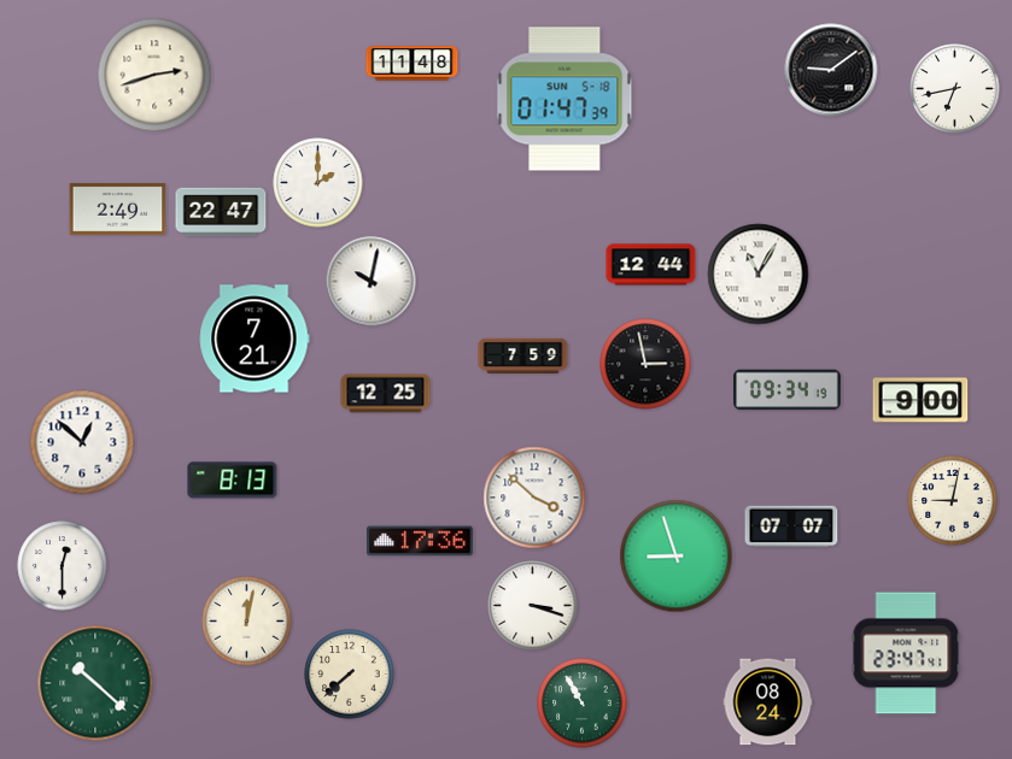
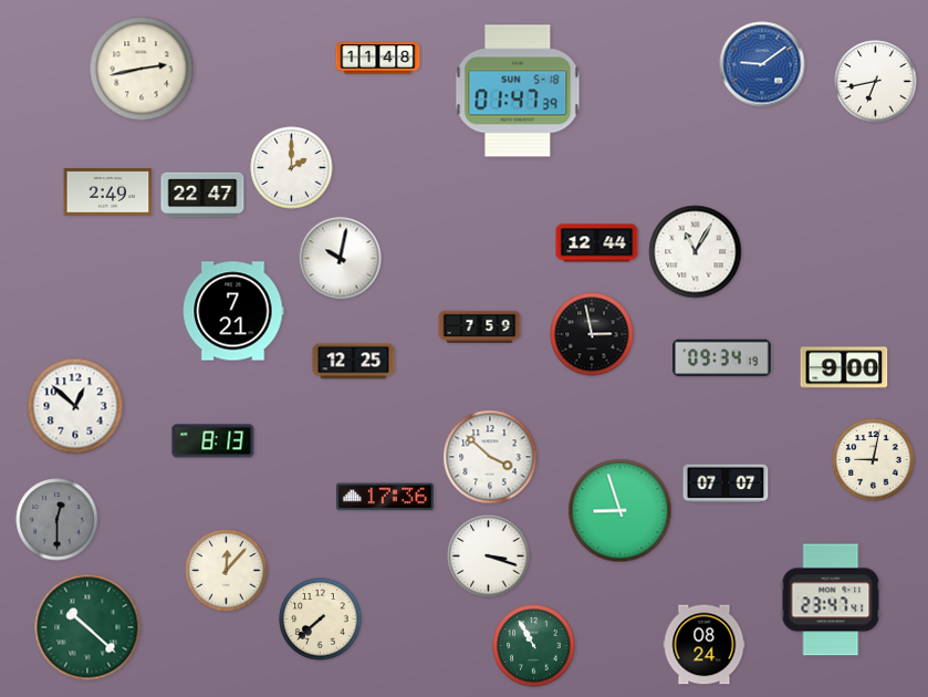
clock at (831, 70) dial: black -> blue
clock at (154, 75): 2:42 -> 2:43
clock at (63, 566) dial: white -> grey
clock at (247, 622): 12:02 -> 12:07
